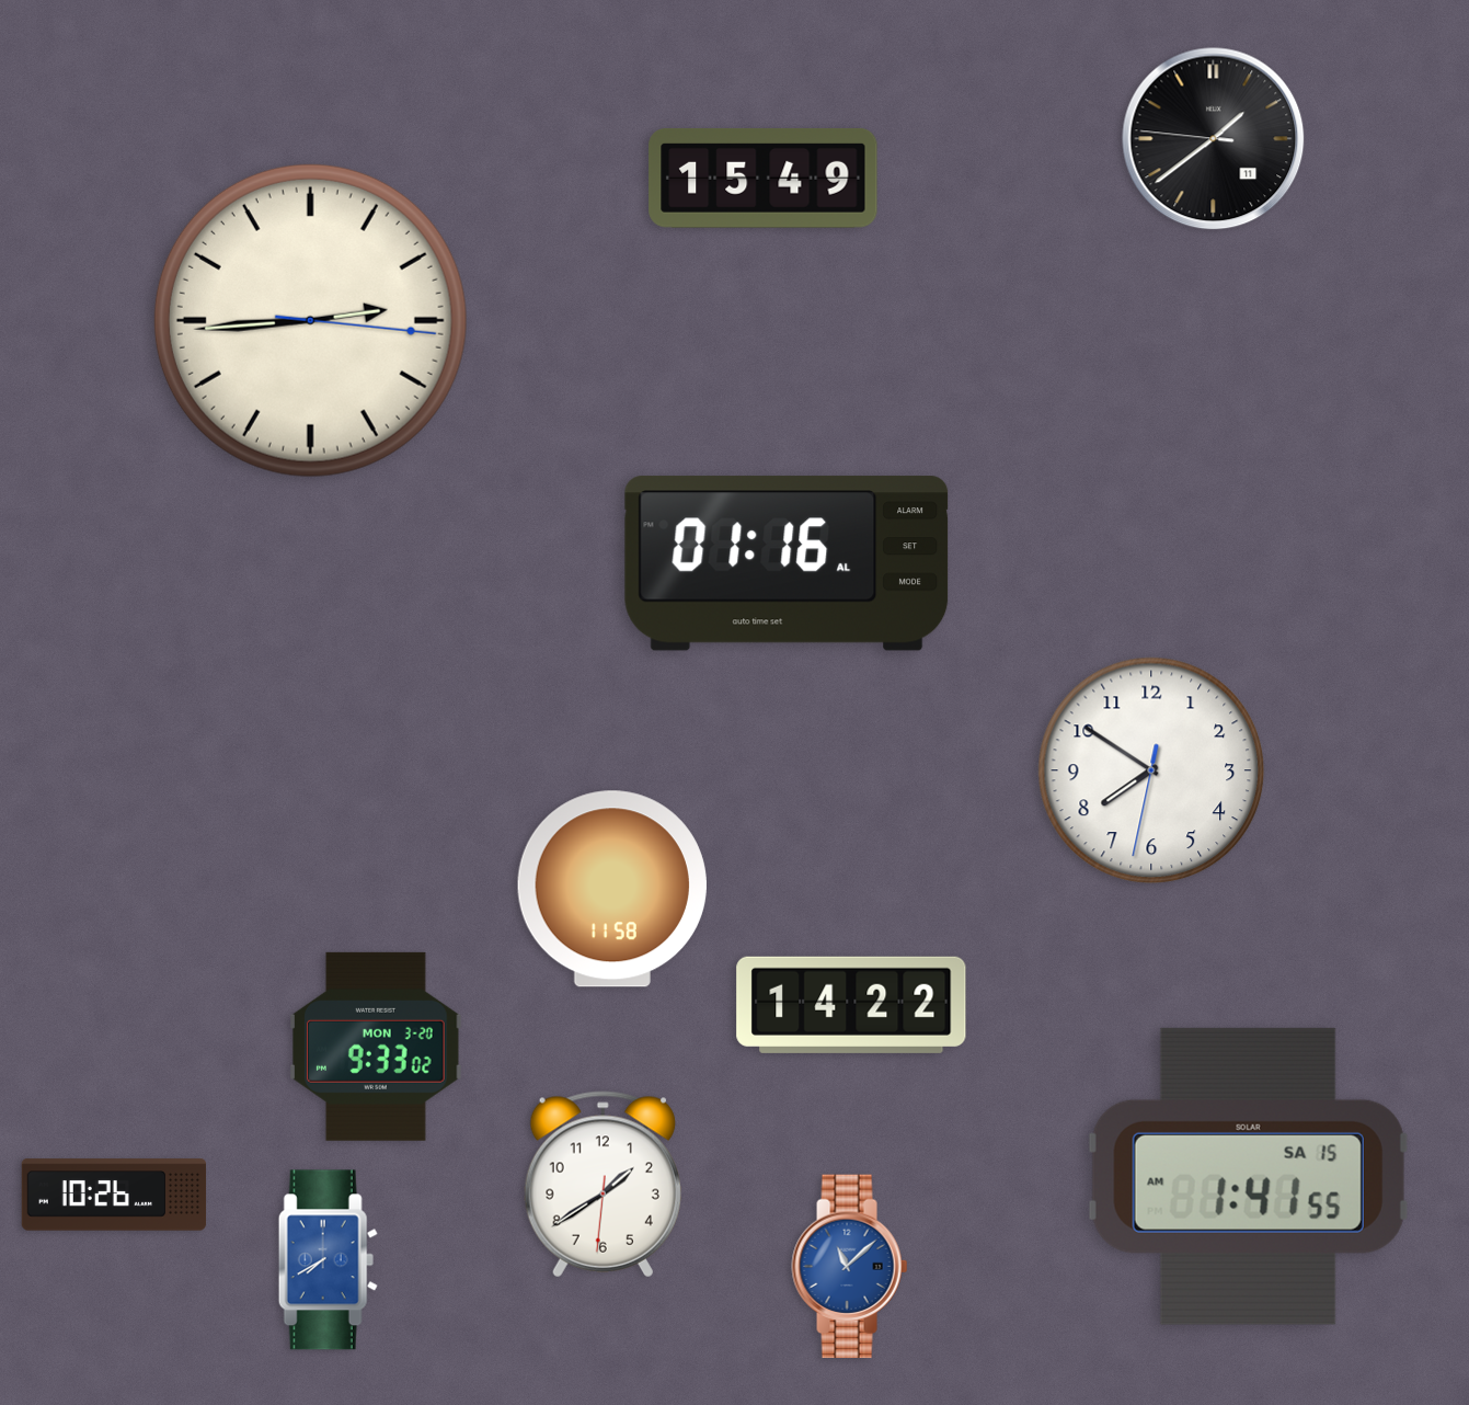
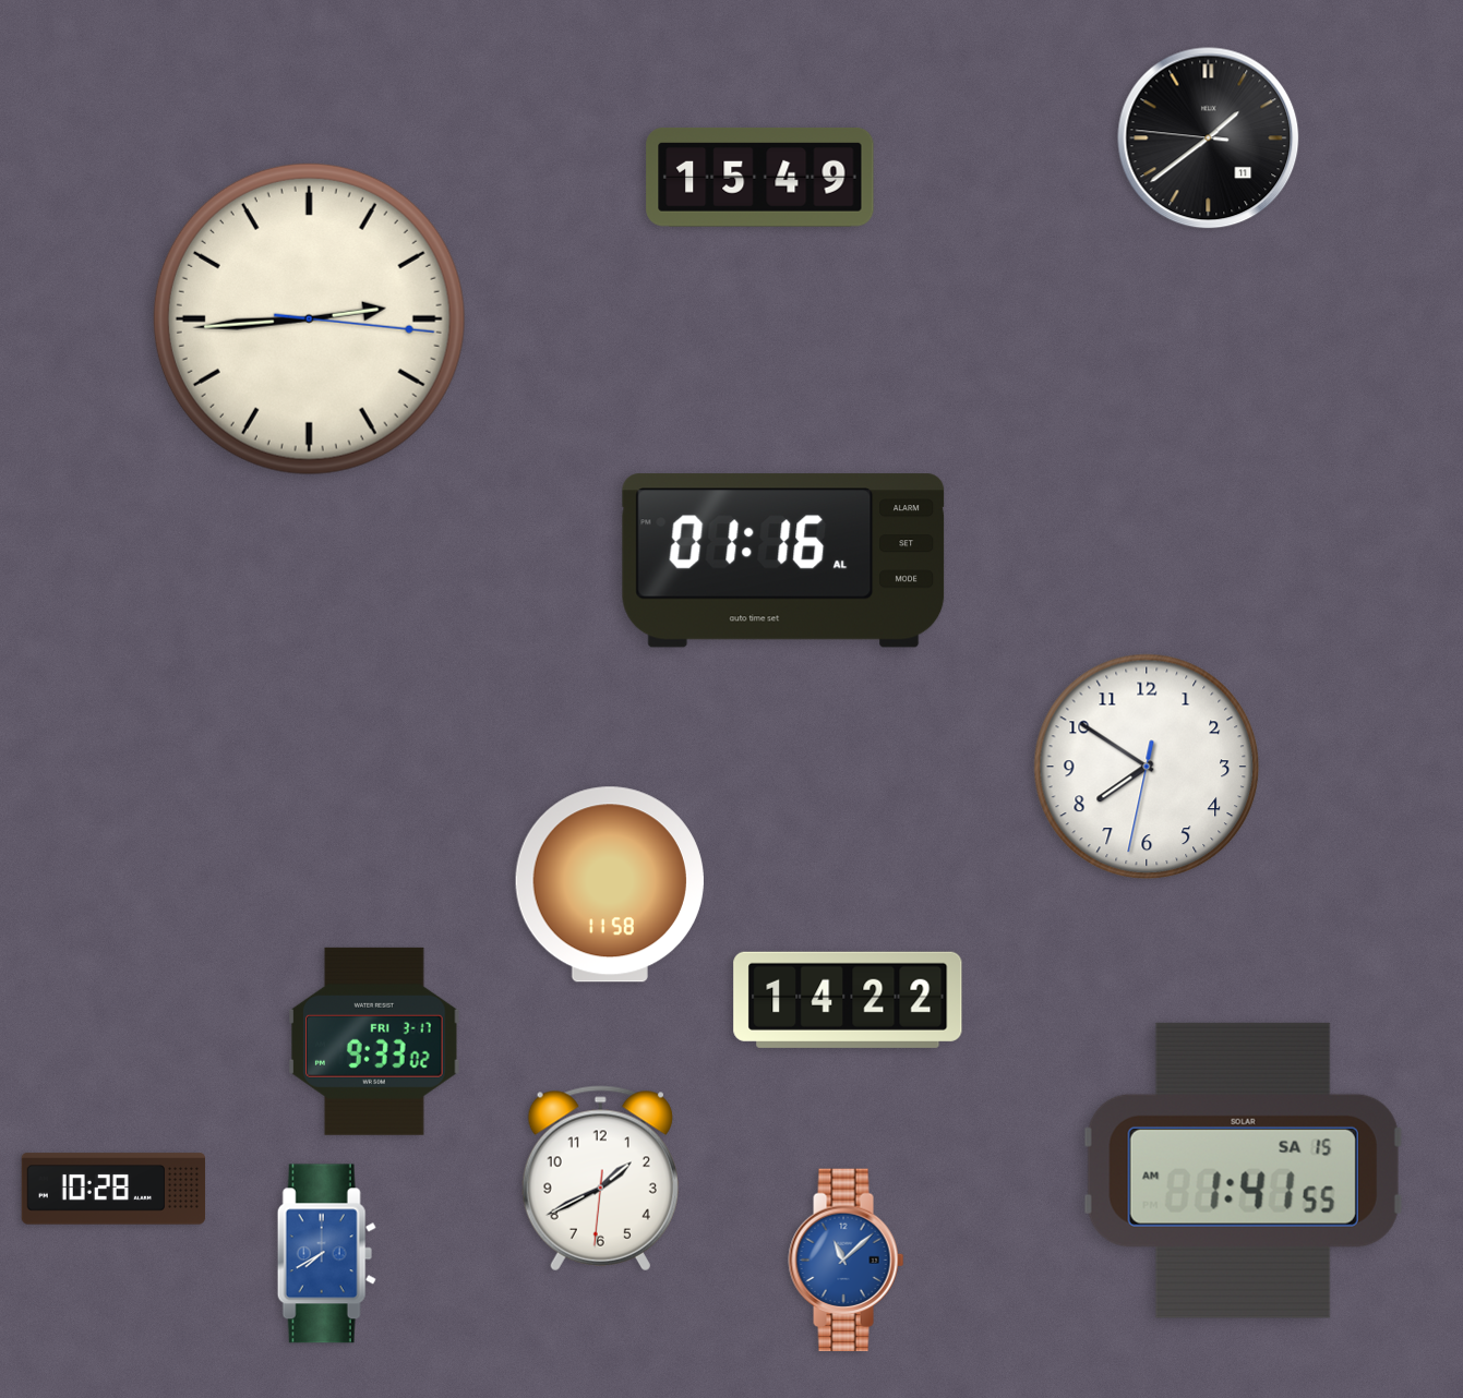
clock at (376, 1047) date: MON 3-20 -> FRI 3-17
clock at (602, 1185): 1:39 -> 1:40
clock at (114, 1195): 10:26 -> 10:28
